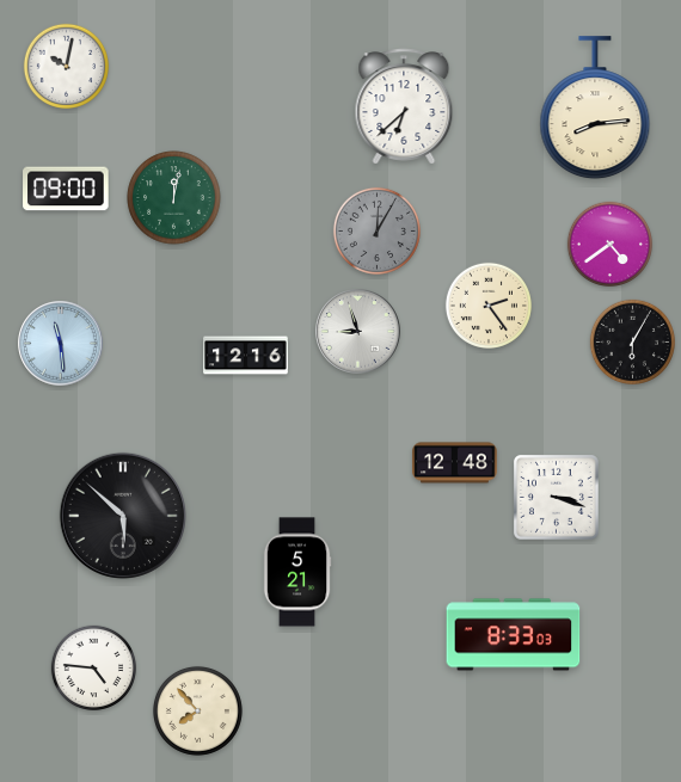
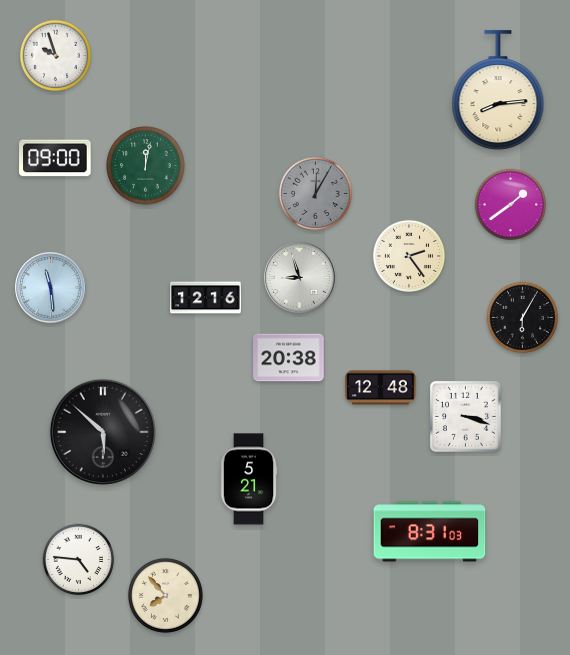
clock at (66, 66): 10:02 -> 9:57
clock at (404, 106): 6:38 -> none
clock at (609, 244): 4:39 -> 1:39
clock at (632, 341) position: (632, 341) -> (522, 317)
clock at (289, 358): none -> 20:38
clock at (514, 635): 8:33 -> 8:31
